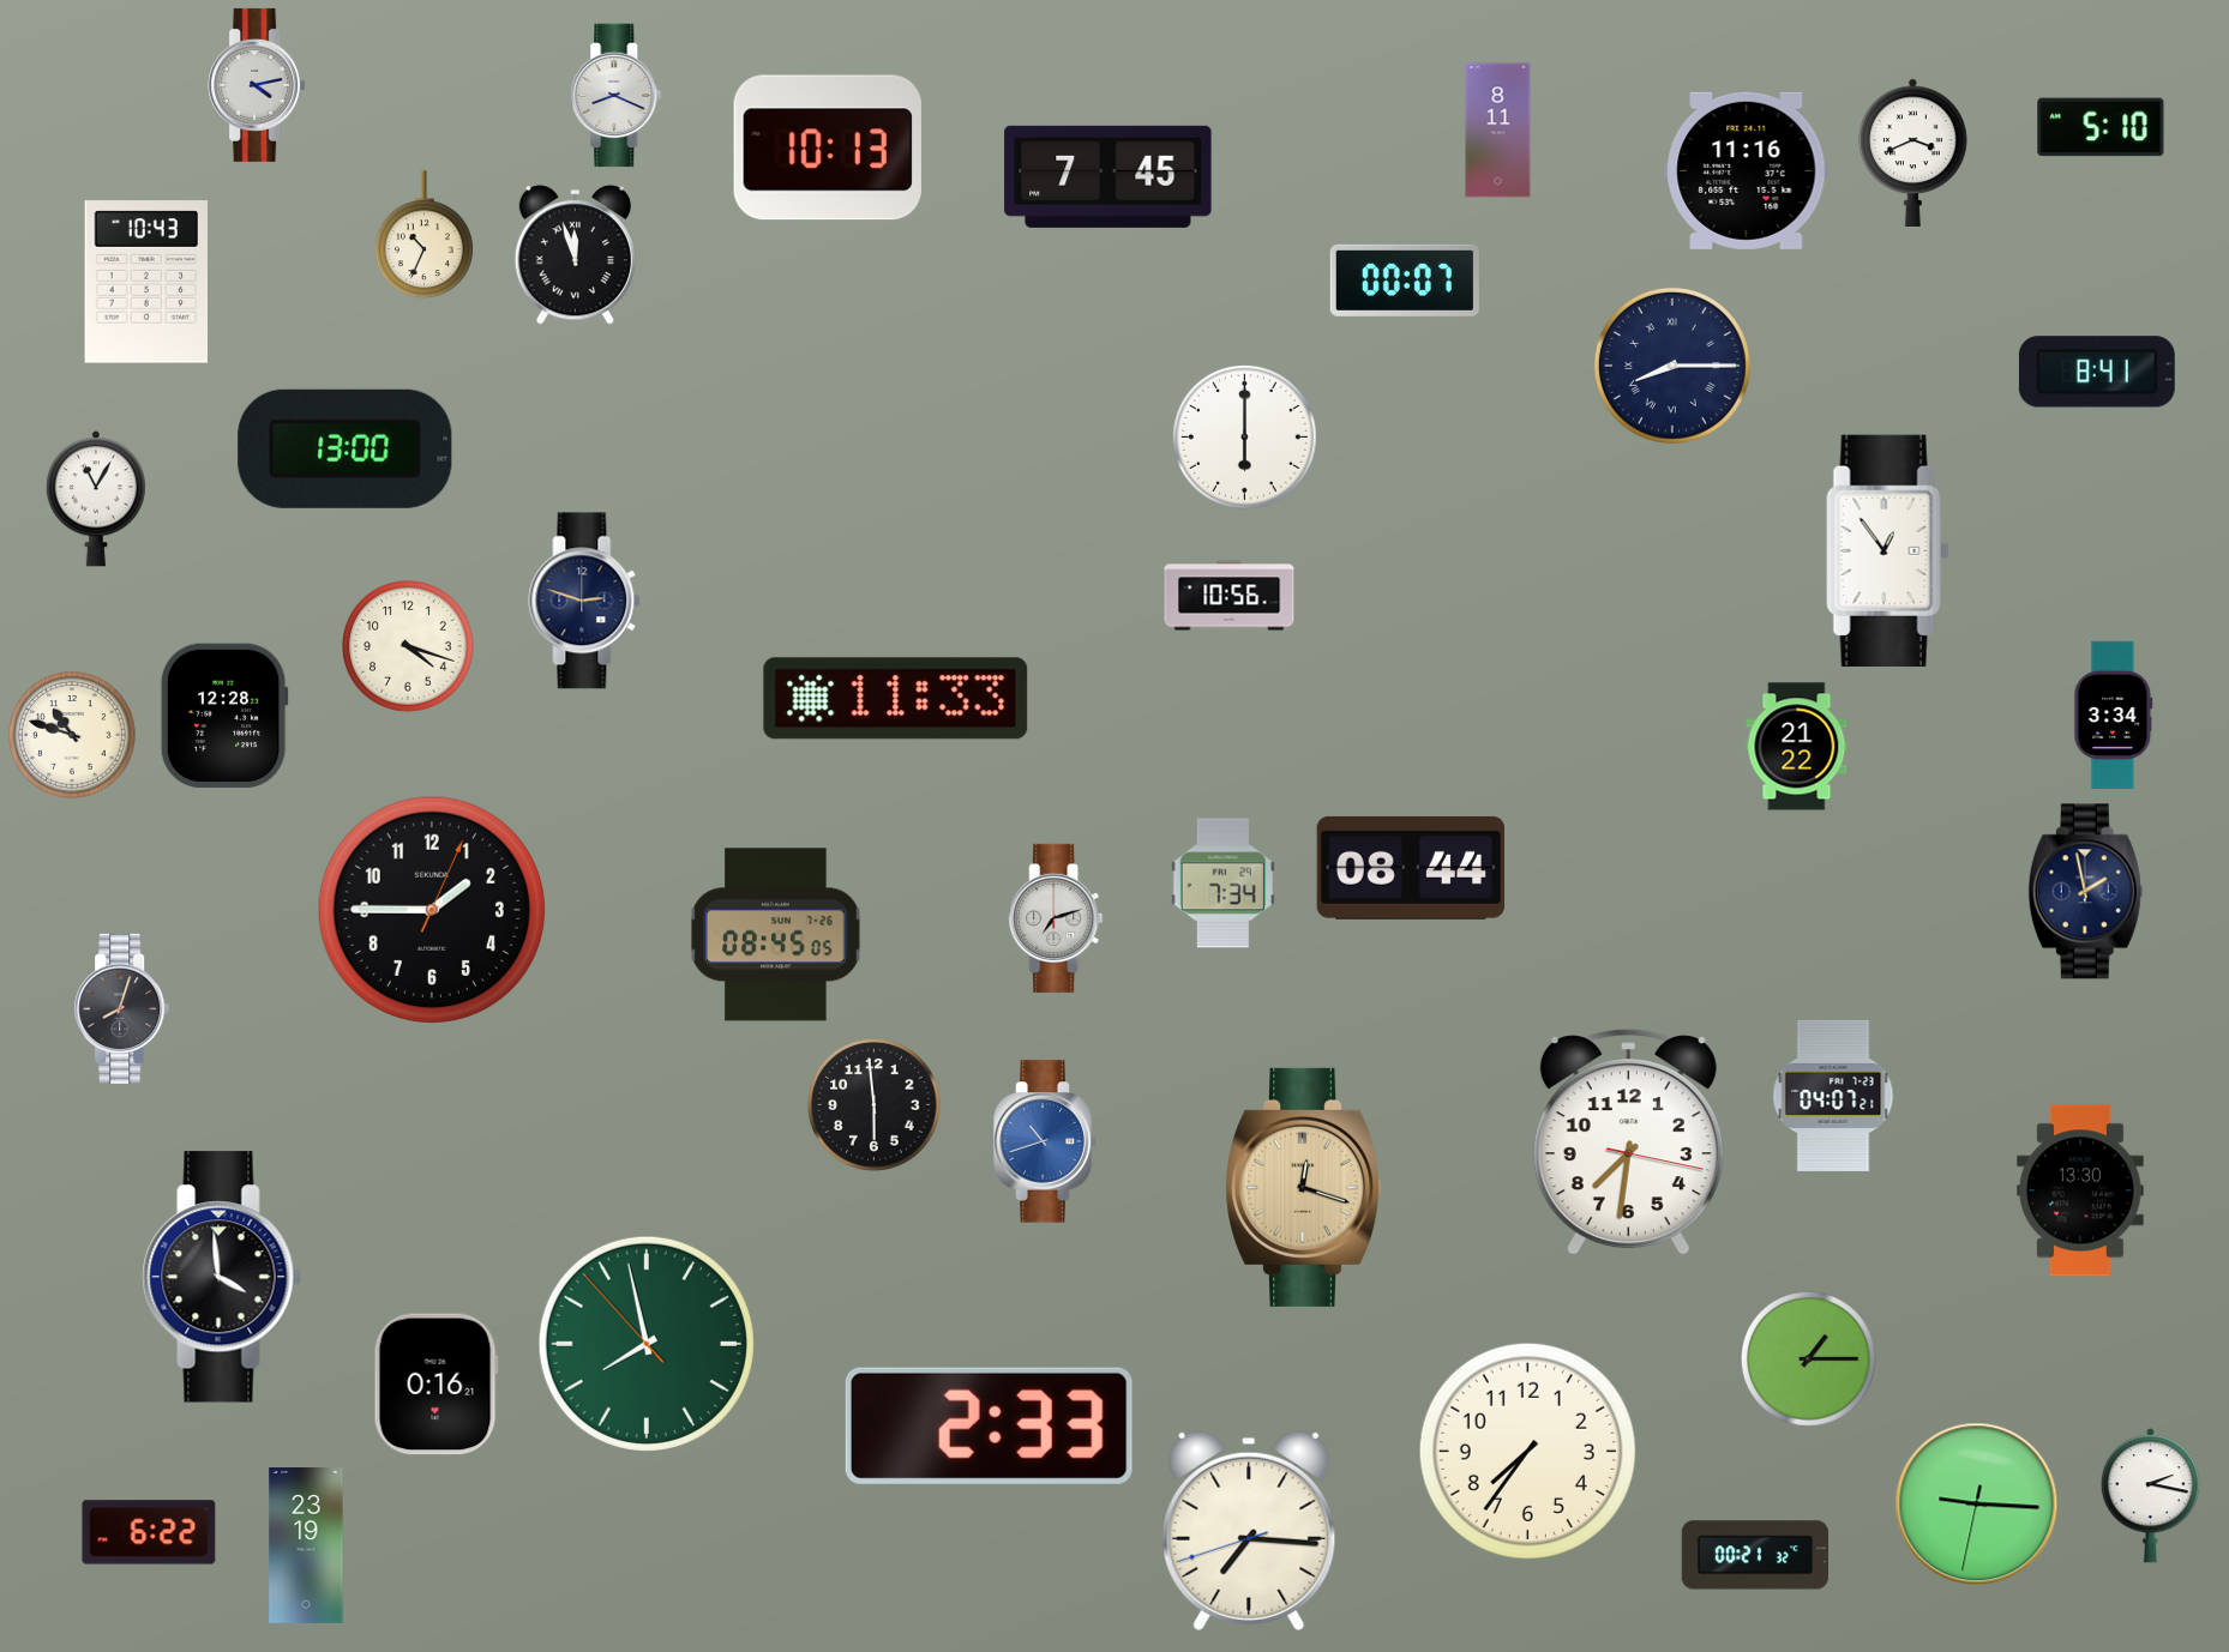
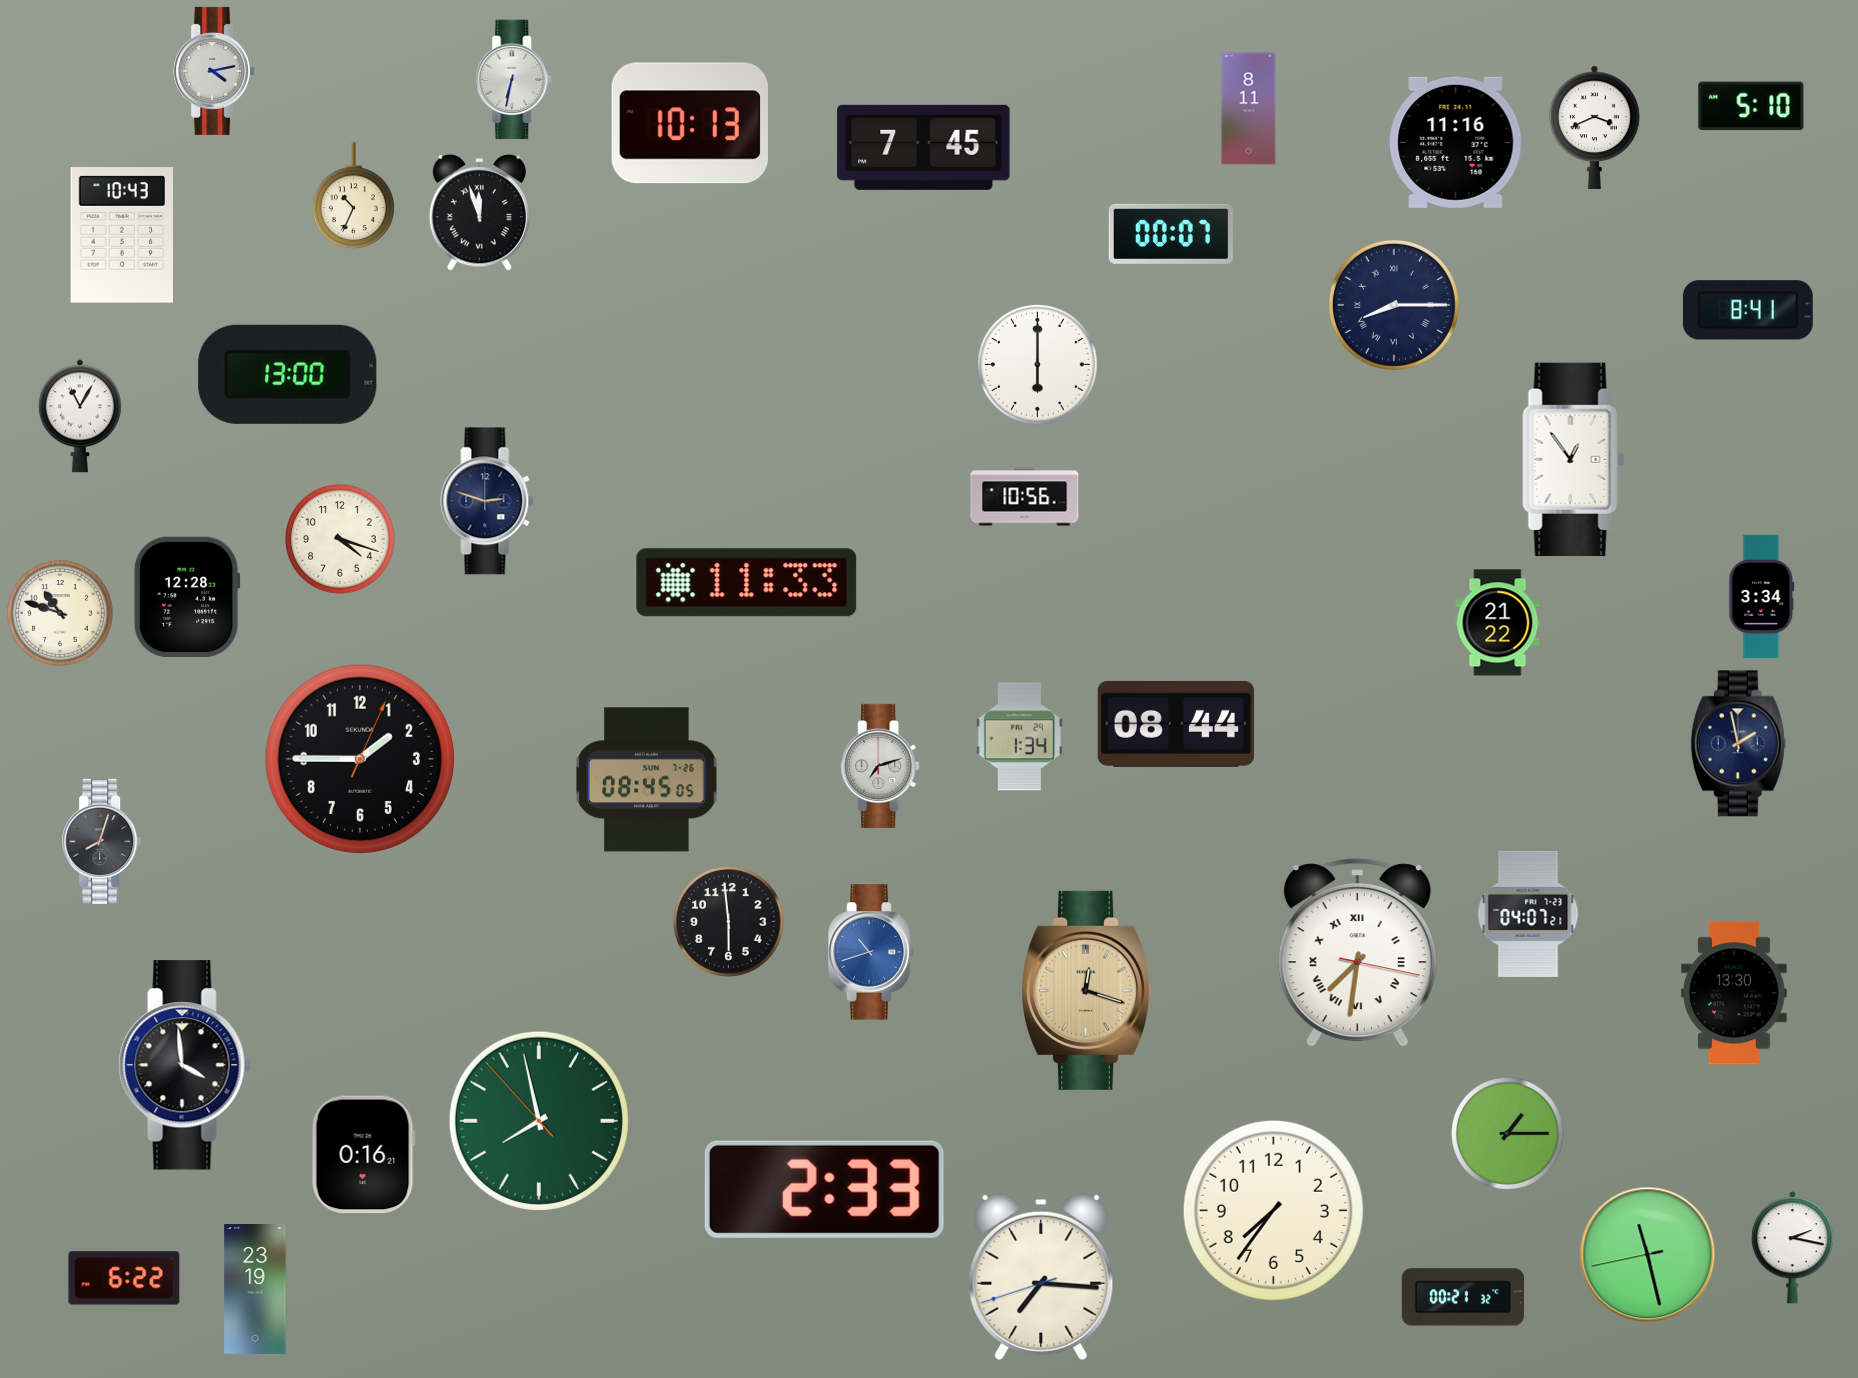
clock at (617, 96): 8:19 -> 6:32
clock at (1222, 884): 7:34 -> 1:34
clock at (1628, 1142) numerals: Arabic -> Roman
clock at (1977, 1505): 9:15 -> 11:27
